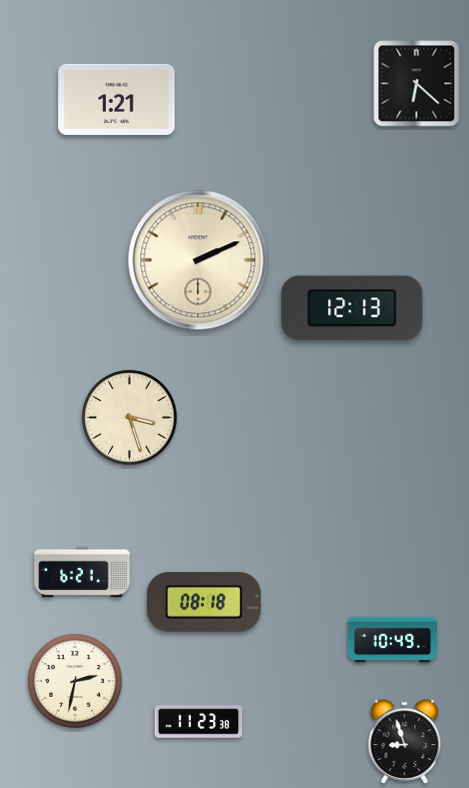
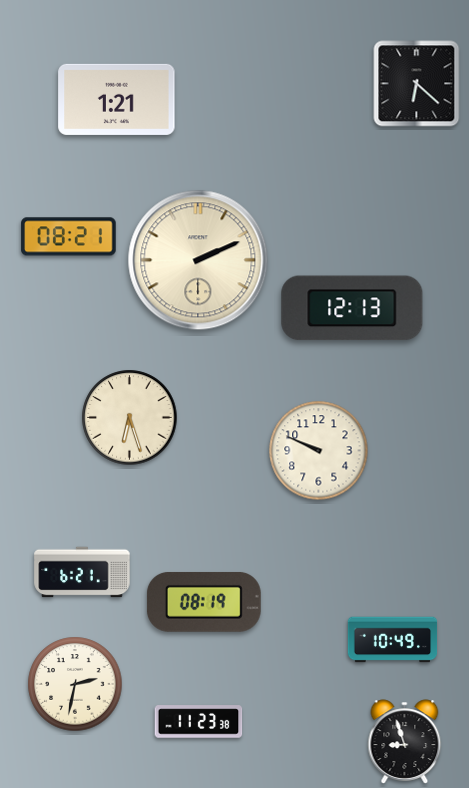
clock at (69, 237): none -> 08:21
clock at (130, 418): 3:27 -> 6:27
clock at (319, 451): none -> 9:49
clock at (204, 602): 08:18 -> 08:19
clock at (75, 681) position: (75, 681) -> (75, 684)
